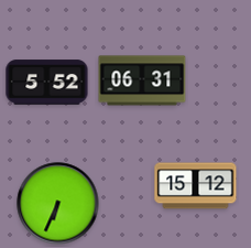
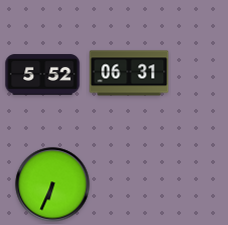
clock at (196, 186): 15:12 -> none
